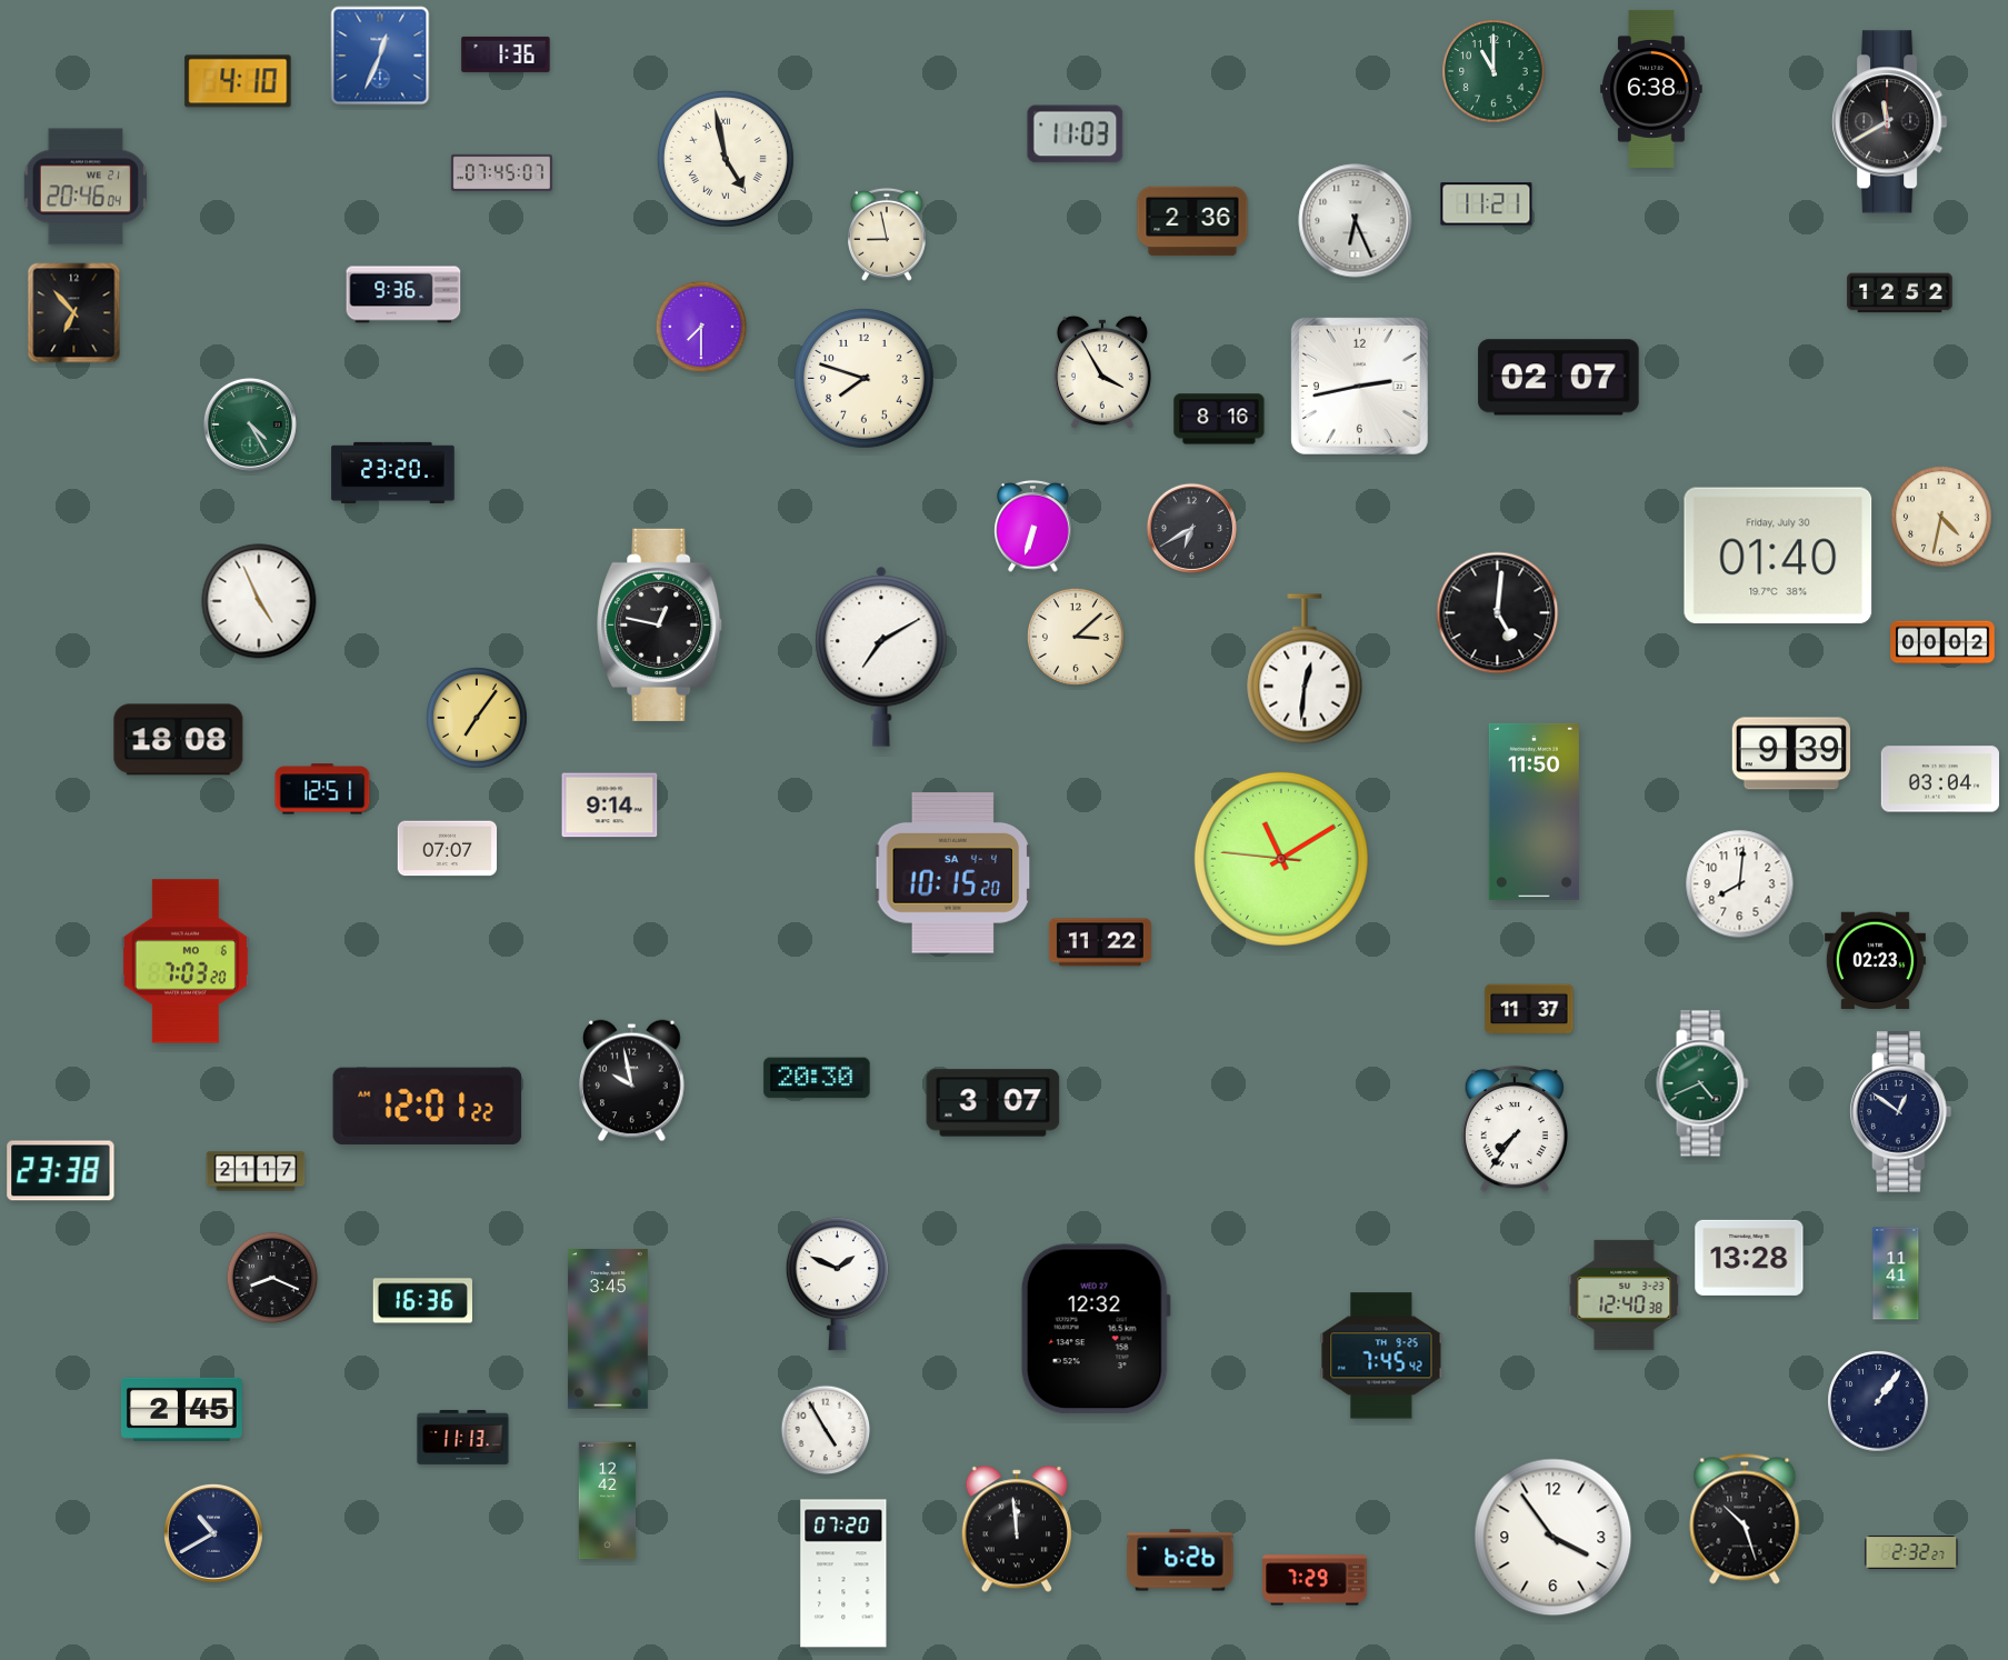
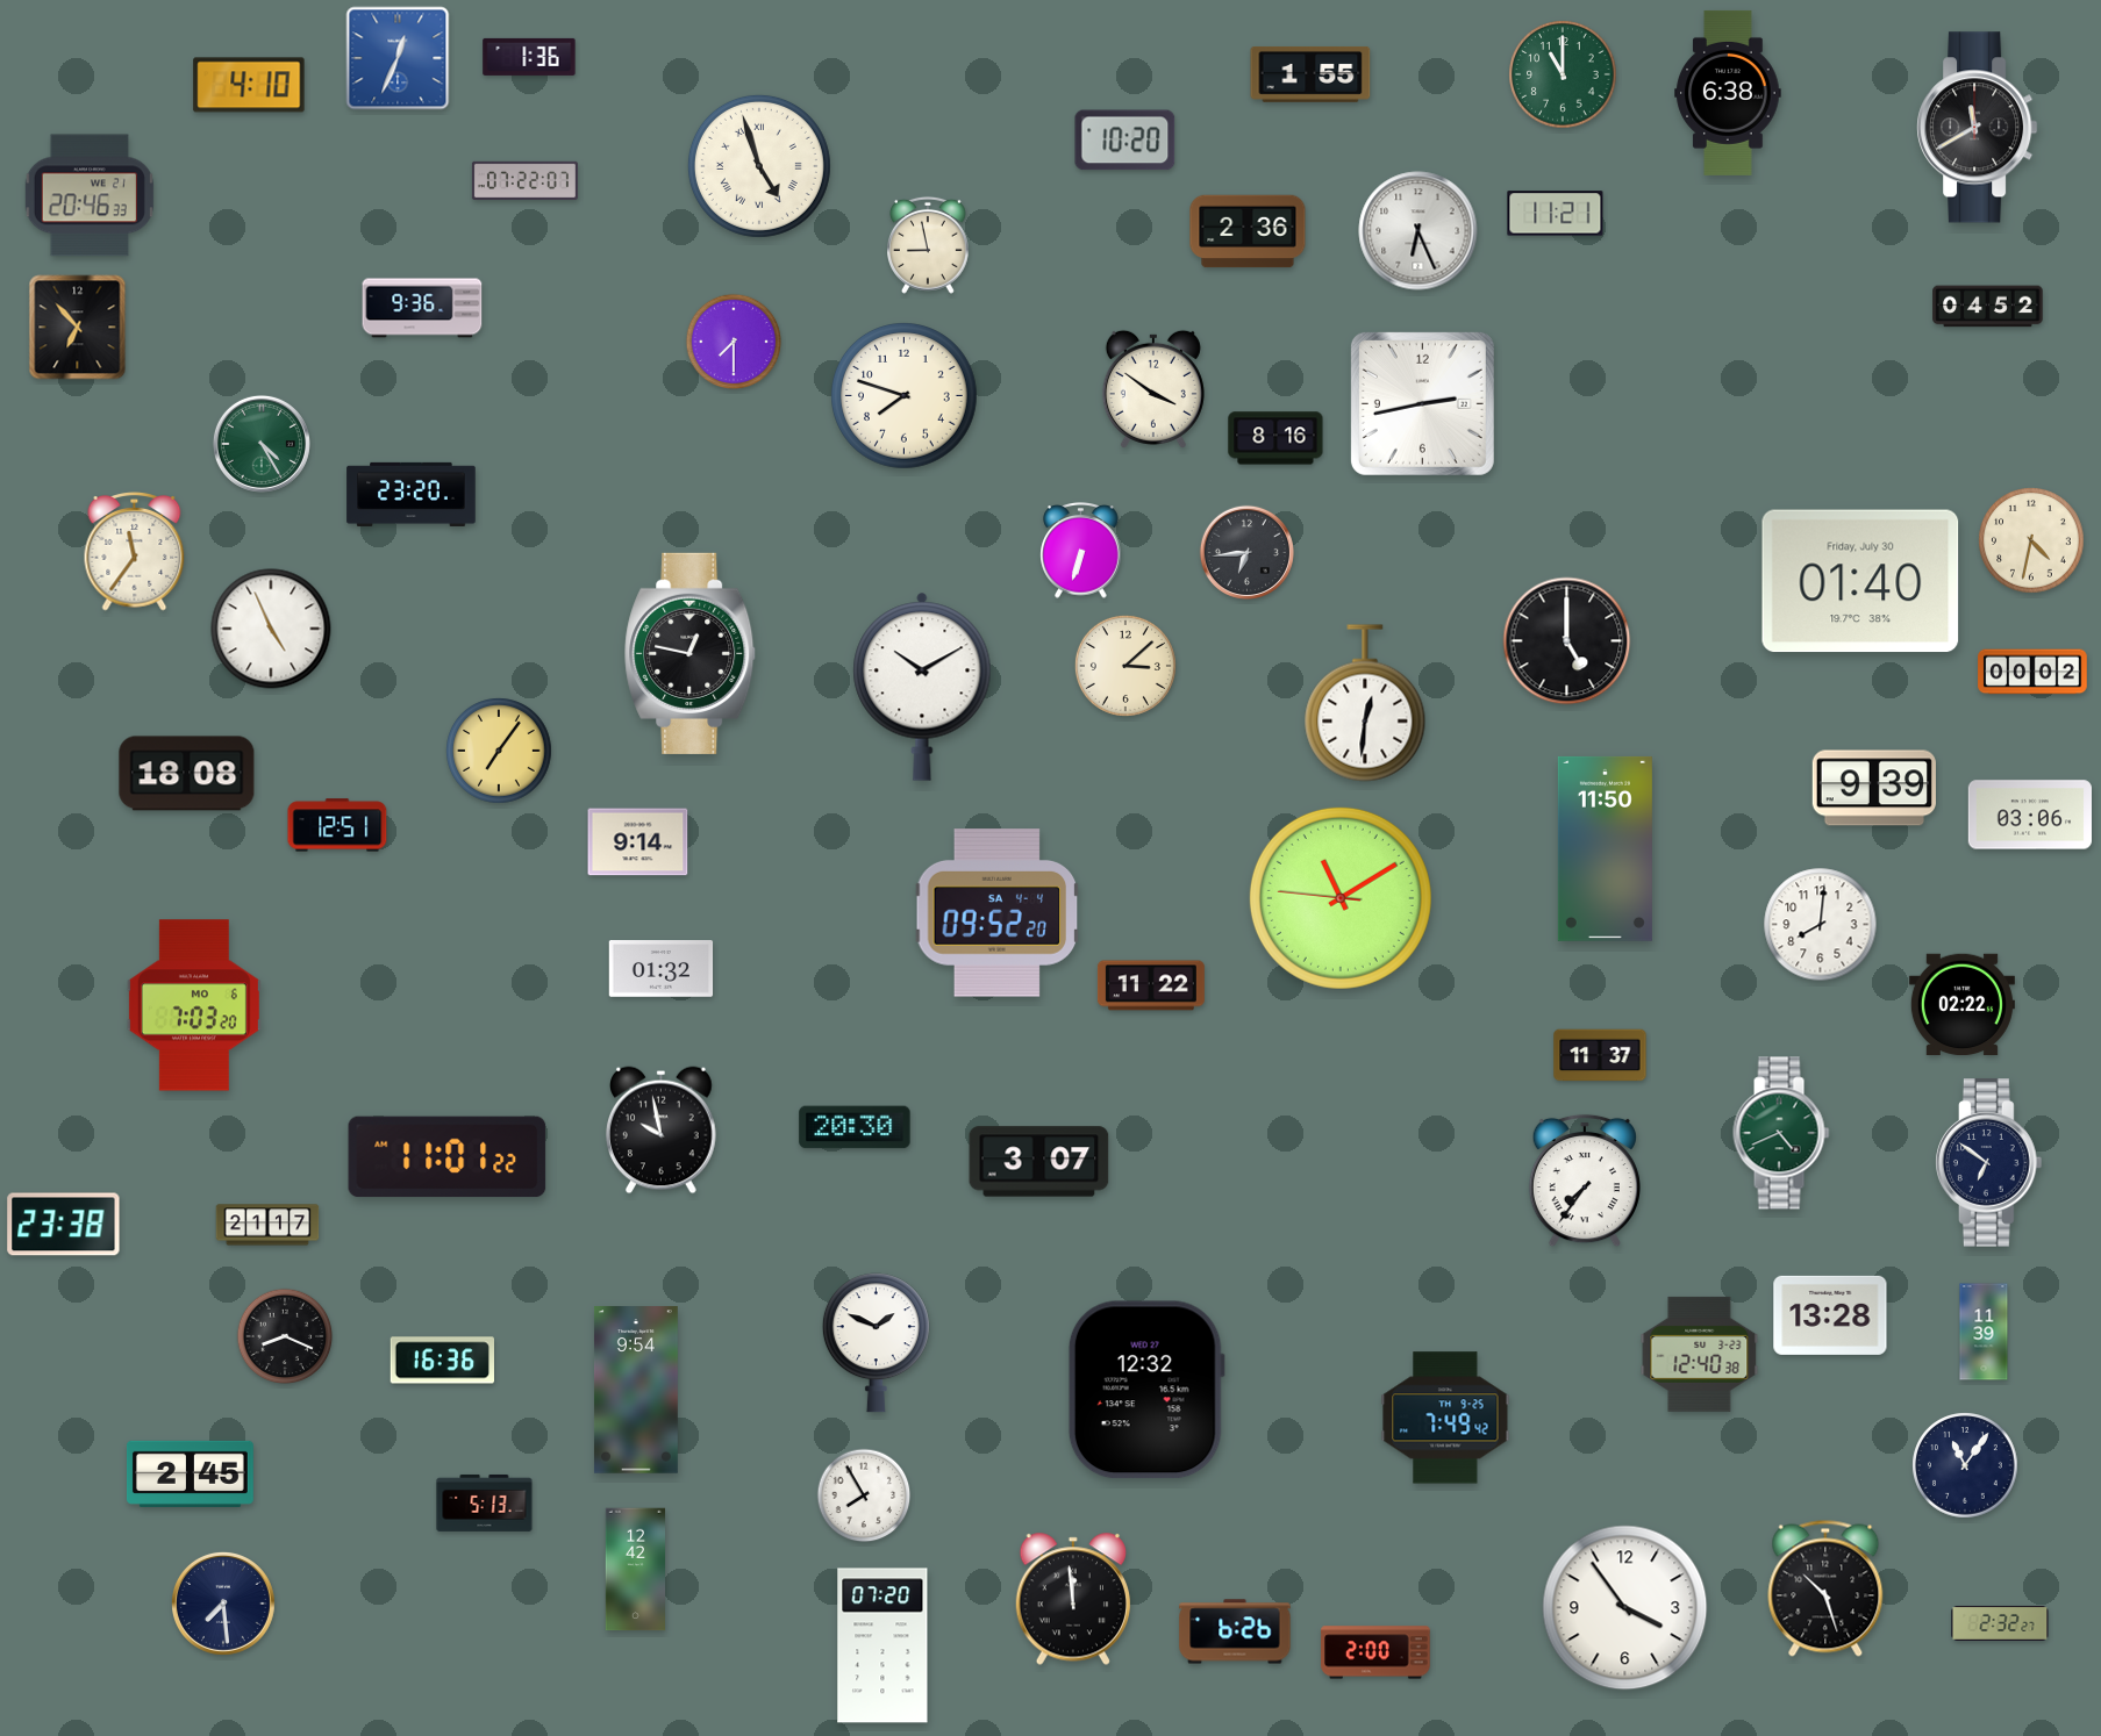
clock at (1310, 74): none -> 1:55
clock at (1076, 134): 11:03 -> 10:20
clock at (726, 159): 4:58 -> 4:57
clock at (501, 172): 07:45 -> 07:22
clock at (86, 187): 20:46:04 -> 20:46:33
clock at (1900, 293): 12:52 -> 04:52
clock at (1102, 372): 3:55 -> 3:51
clock at (1559, 378): 02:07 -> none
clock at (135, 552): none -> 11:36
clock at (1191, 528): 6:40 -> 6:44
clock at (1498, 613): 5:01 -> 5:00
clock at (881, 657): 7:10 -> 10:10
clock at (1305, 669) position: (1305, 669) -> (1365, 703)
clock at (1939, 779): 03:04 -> 03:06
clock at (448, 849): 07:07 -> none
clock at (953, 873): 10:15 -> 09:52
clock at (662, 969): none -> 01:32
clock at (1875, 961): 02:23 -> 02:22
clock at (993, 1103) position: (993, 1103) -> (1039, 1162)
clock at (428, 1107): 12:01 -> 11:01
clock at (1901, 1112): 12:51 -> 6:51
clock at (1896, 1273): 11:41 -> 11:39
clock at (608, 1329): 3:45 -> 9:54
clock at (1381, 1356): 7:45 -> 7:49
clock at (1878, 1401): 1:06 -> 11:06
clock at (826, 1430): 4:55 -> 7:55
clock at (463, 1437): 11:13 -> 5:13
clock at (1016, 1529) position: (1016, 1529) -> (1072, 1599)
clock at (213, 1533): 10:40 -> 7:29
clock at (1315, 1580): 7:29 -> 2:00
